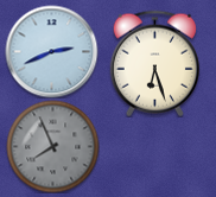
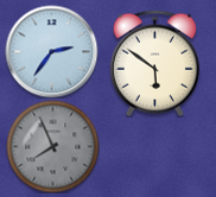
clock at (51, 51): 2:41 -> 2:36
clock at (154, 63): 6:27 -> 5:51
